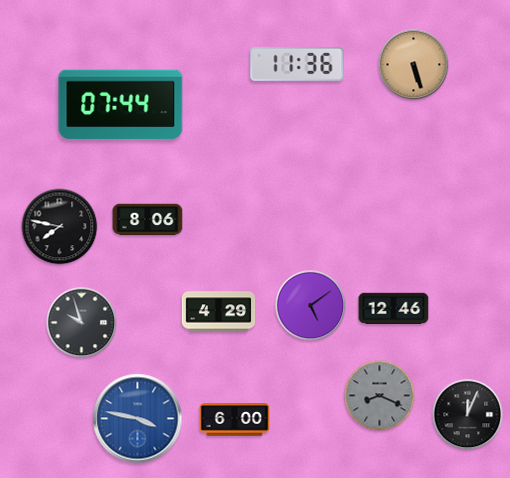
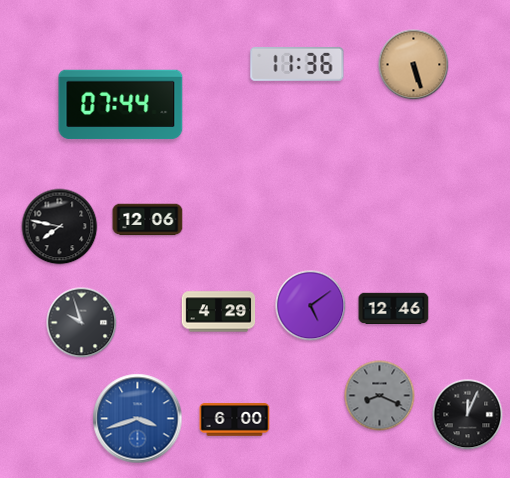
clock at (148, 220): 8:06 -> 12:06
clock at (138, 419): 3:47 -> 3:42
